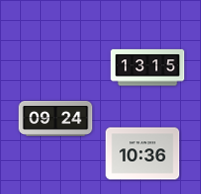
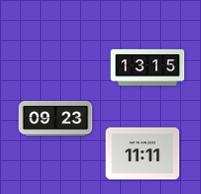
clock at (56, 118): 09:24 -> 09:23
clock at (143, 154): 10:36 -> 11:11
